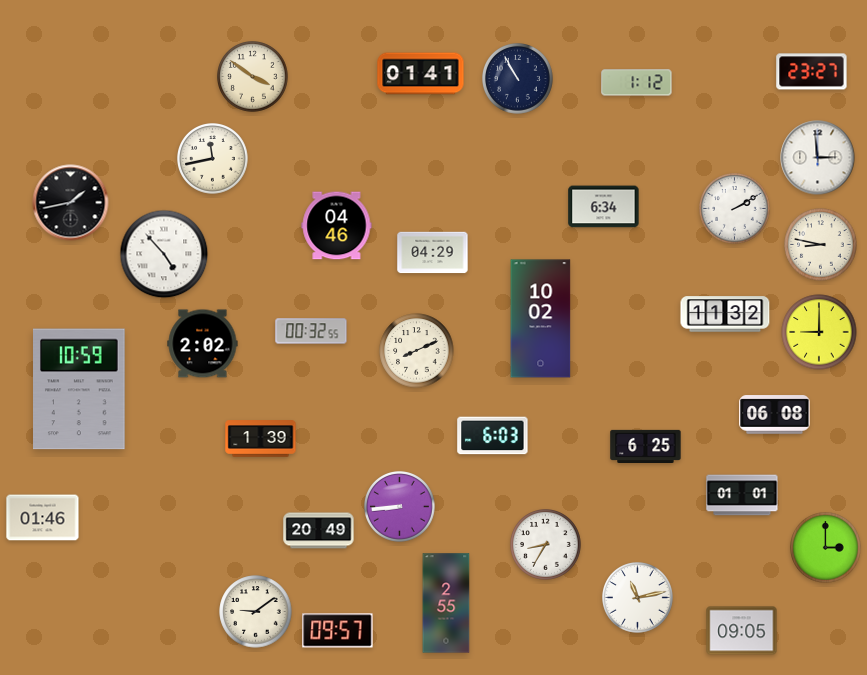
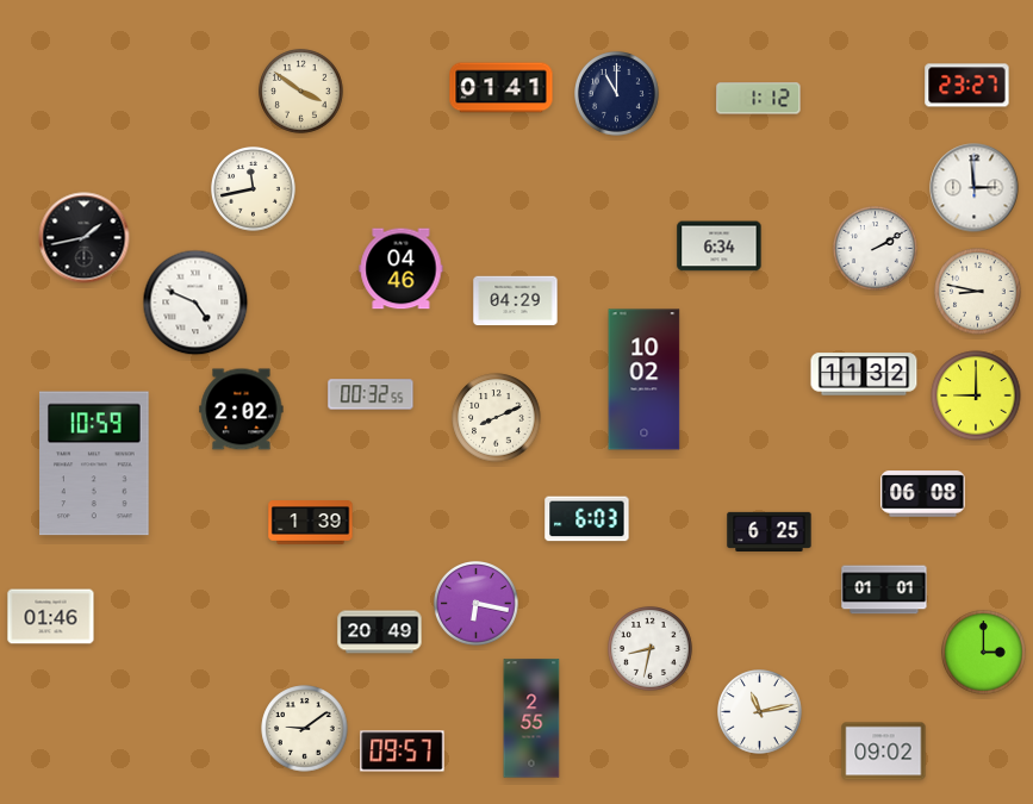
clock at (518, 79): 10:55 -> 11:00
clock at (71, 203) position: (71, 203) -> (85, 238)
clock at (164, 254): 4:53 -> 4:49
clock at (400, 507): 8:44 -> 6:17
clock at (546, 545): 8:35 -> 8:32
clock at (742, 631): 09:05 -> 09:02
